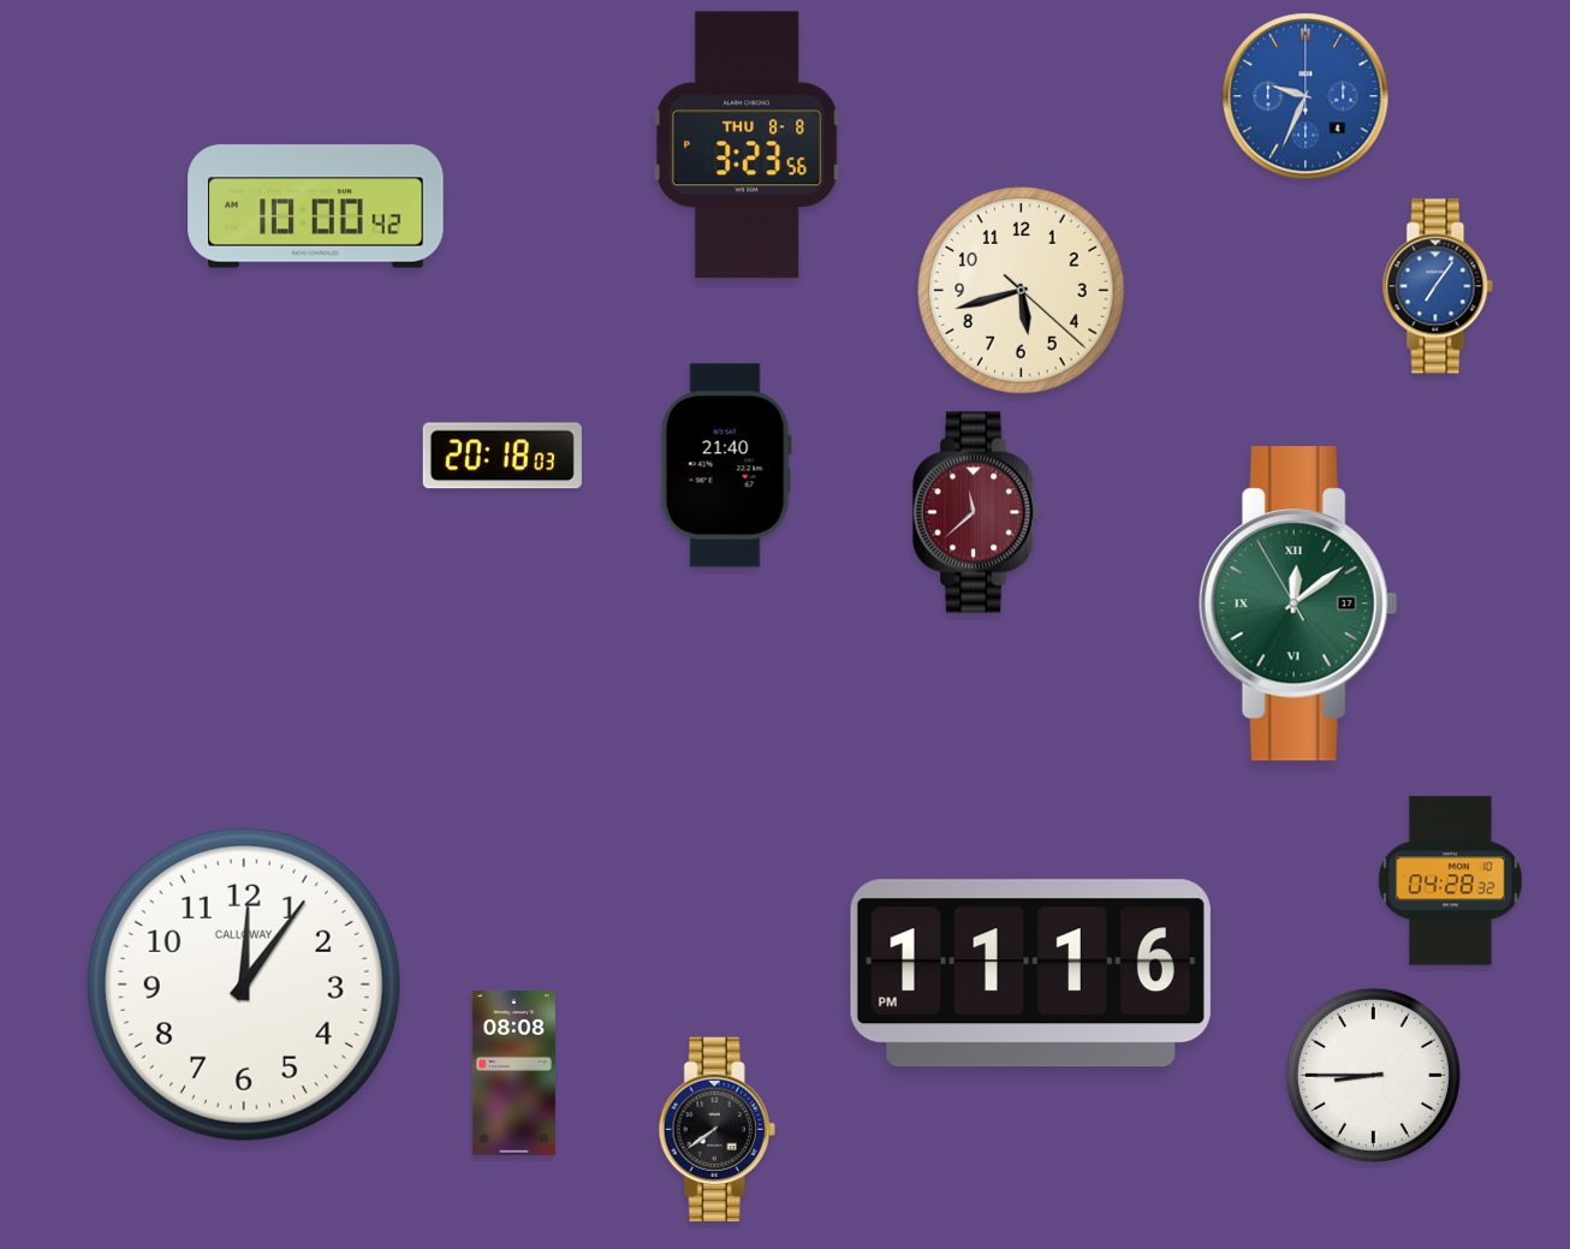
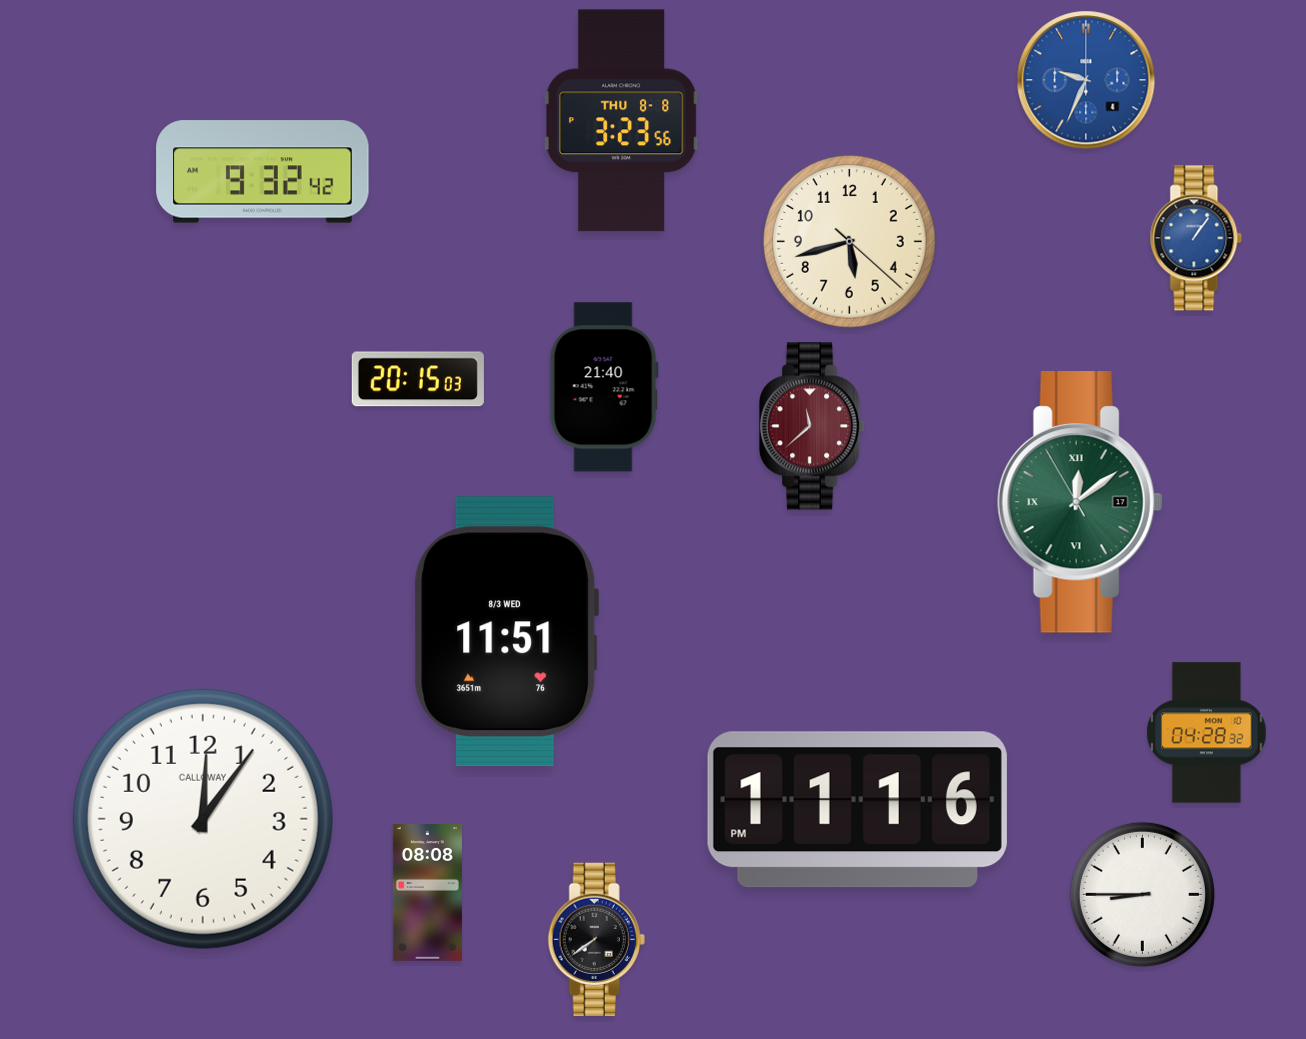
clock at (316, 207): 10:00 -> 9:32
clock at (1438, 286): 7:06 -> 1:06
clock at (502, 456): 20:18 -> 20:15
clock at (507, 632): none -> 11:51
